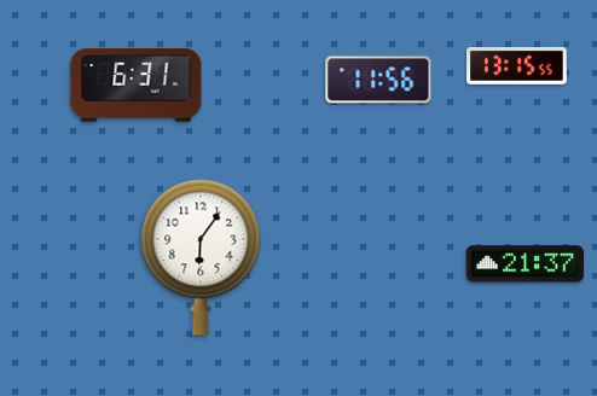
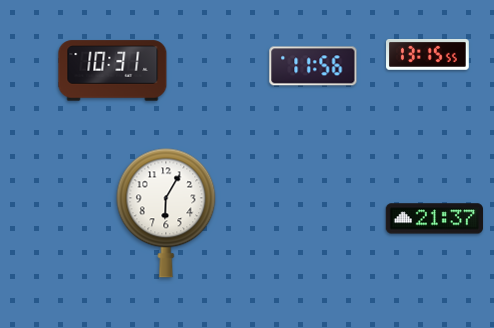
clock at (137, 86): 6:31 -> 10:31
clock at (201, 257): 6:06 -> 6:05
